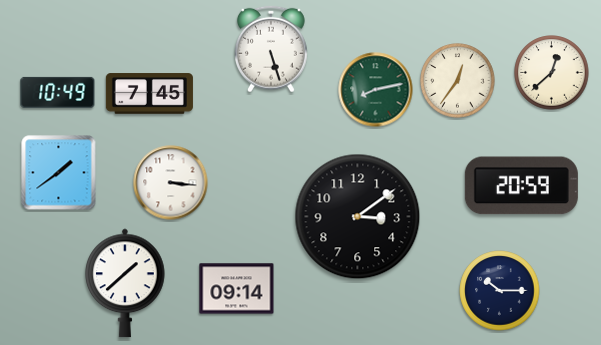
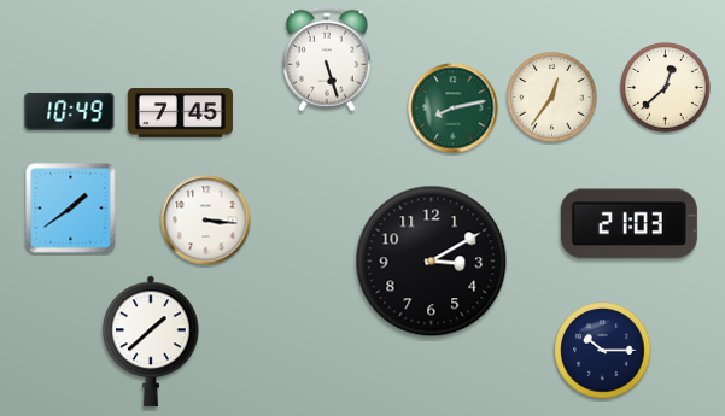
clock at (521, 186): 20:59 -> 21:03
clock at (358, 217): 3:09 -> 3:10
clock at (237, 289): 09:14 -> none
